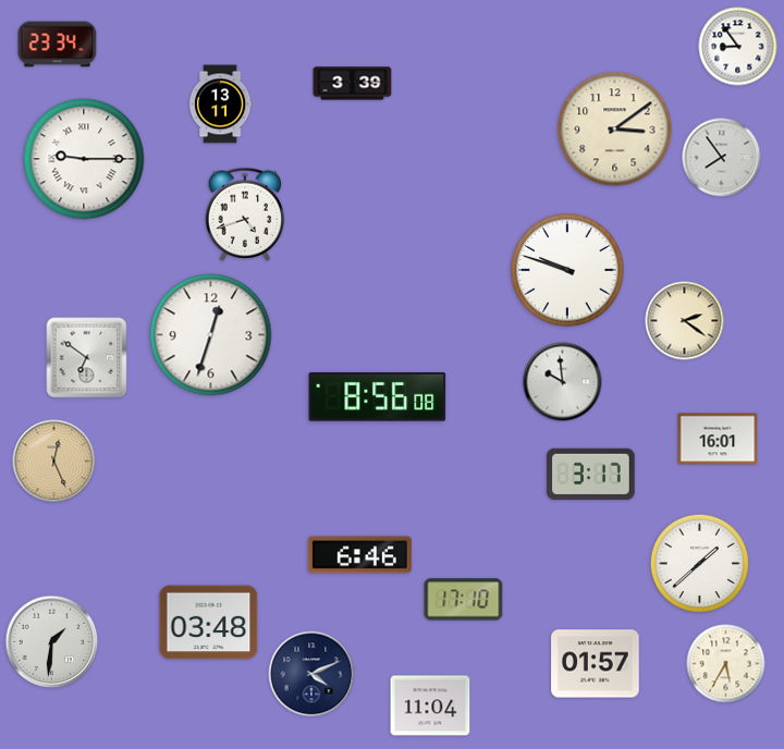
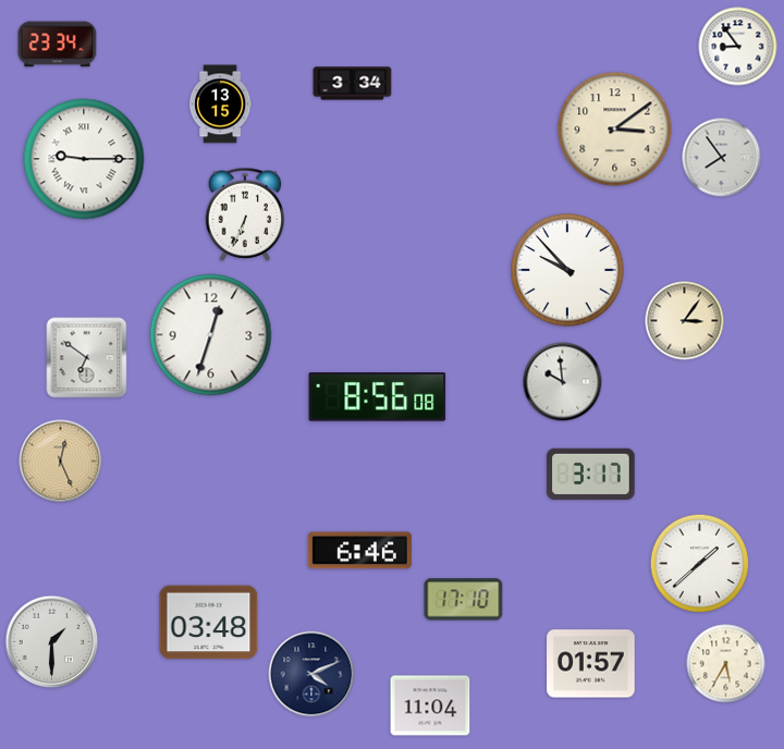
clock at (353, 84): 3:39 -> 3:34
clock at (220, 105): 13:11 -> 13:15
clock at (245, 214): 4:42 -> 6:34
clock at (567, 270): 9:48 -> 9:53
clock at (685, 321): 2:21 -> 3:06
clock at (718, 439): 16:01 -> none
clock at (54, 462) position: (54, 462) -> (61, 462)
clock at (359, 555) position: (359, 555) -> (359, 551)
clock at (52, 642): 1:31 -> 1:30
clock at (596, 664) position: (596, 664) -> (591, 664)
